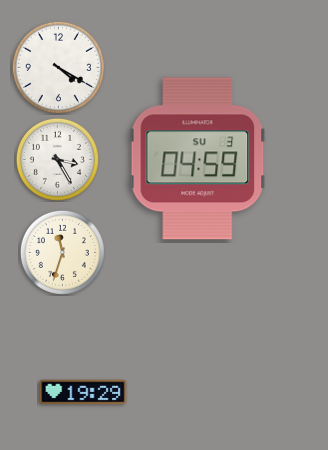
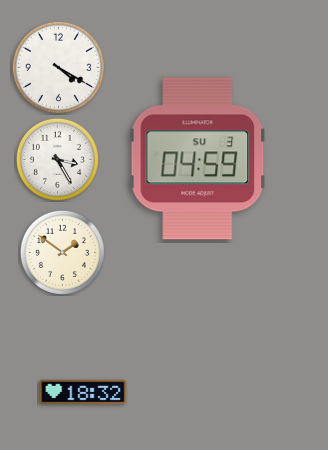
clock at (62, 252): 11:33 -> 1:51
clock at (83, 392): 19:29 -> 18:32
